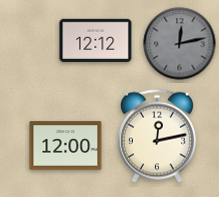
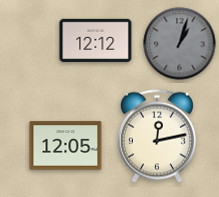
clock at (180, 44): 12:13 -> 1:03
clock at (66, 146): 12:00 -> 12:05
